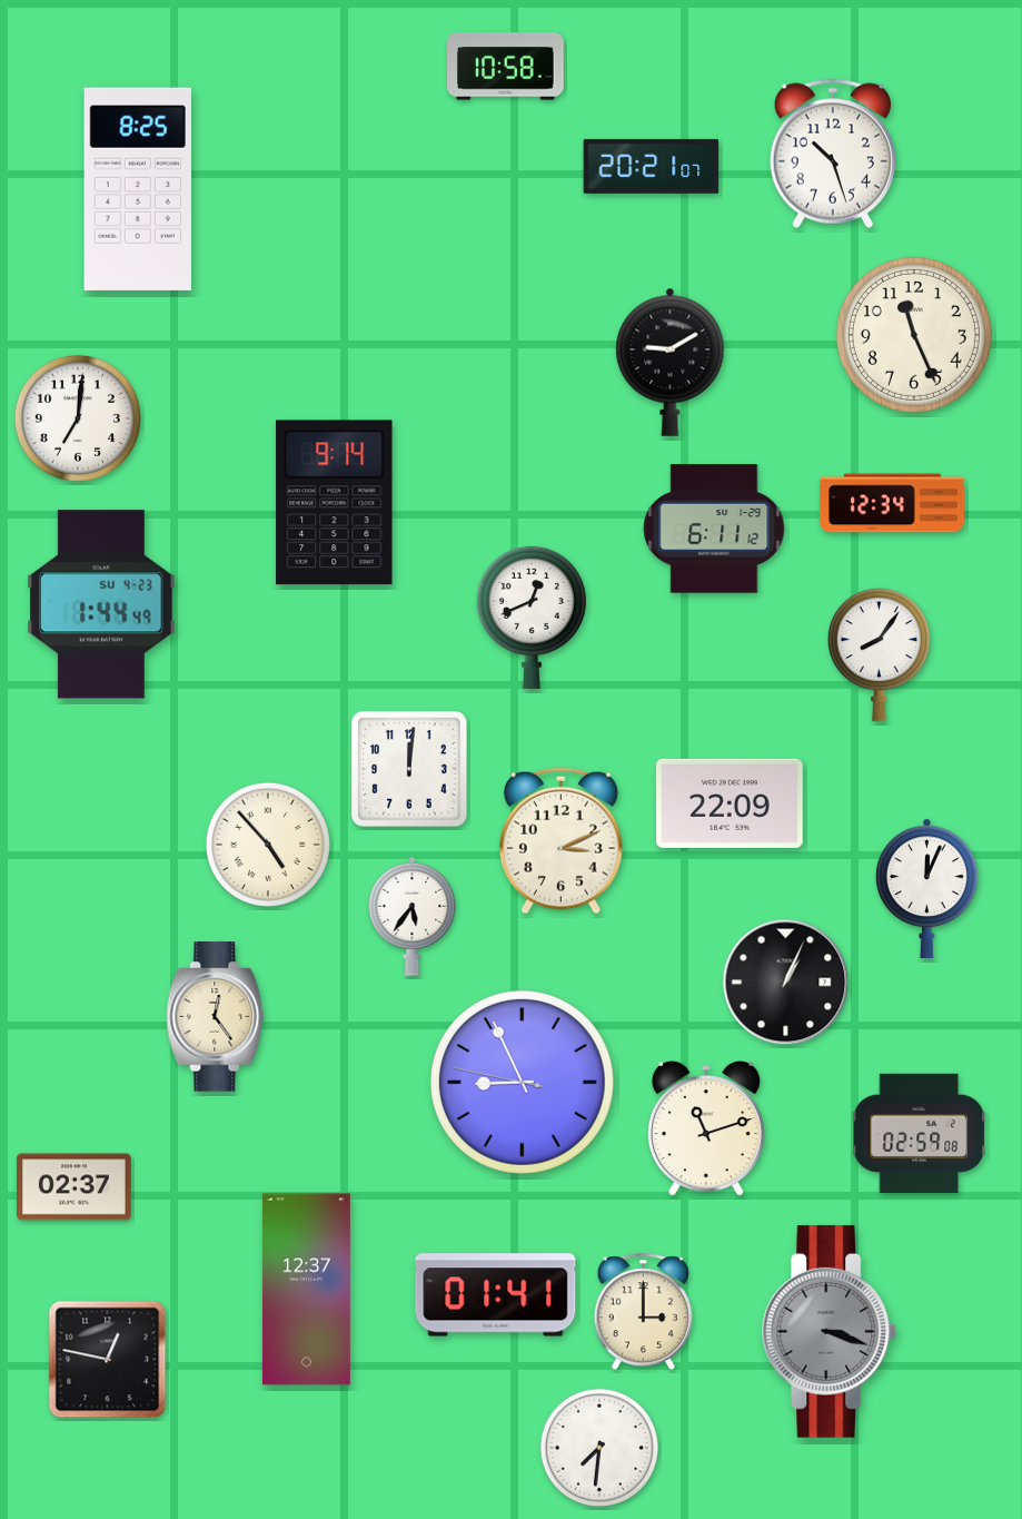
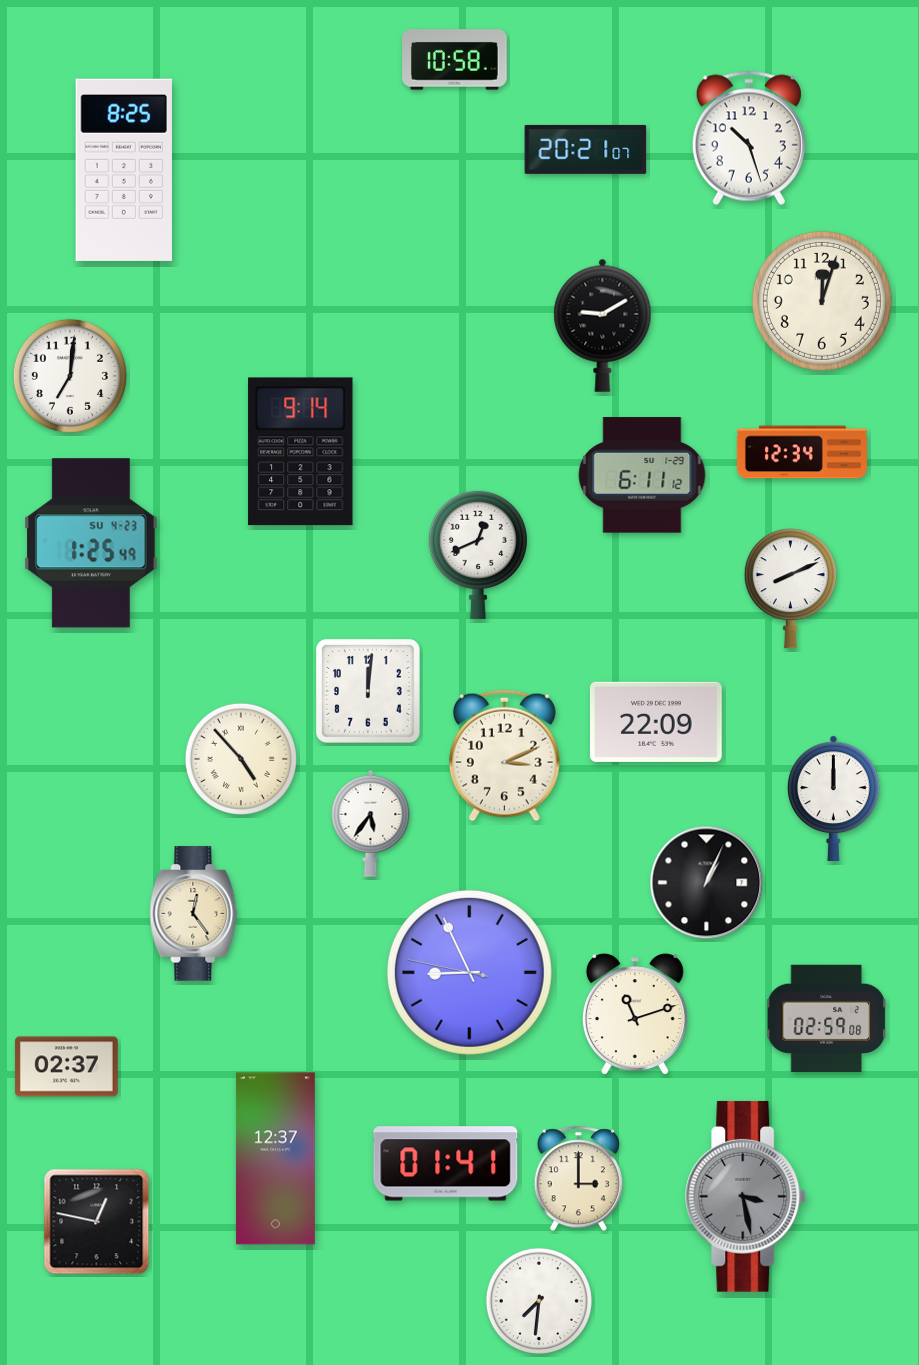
clock at (914, 335): 11:26 -> 12:03
clock at (101, 604): 1:44 -> 1:25
clock at (879, 655): 8:06 -> 8:11
clock at (926, 888): 12:04 -> 12:00
clock at (830, 1331): 3:18 -> 3:28
